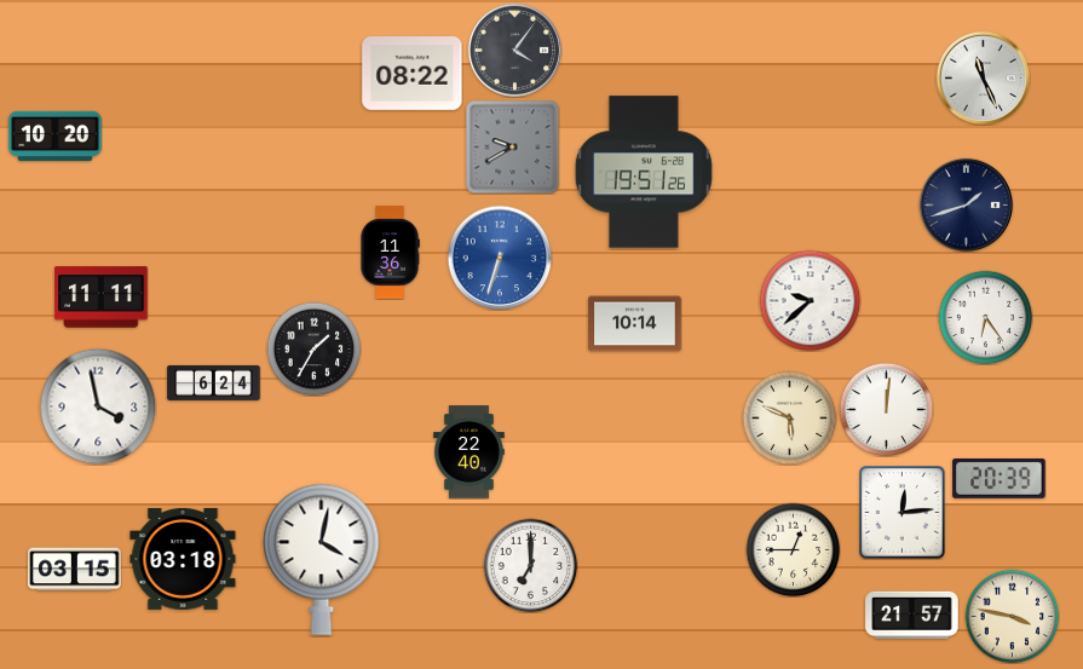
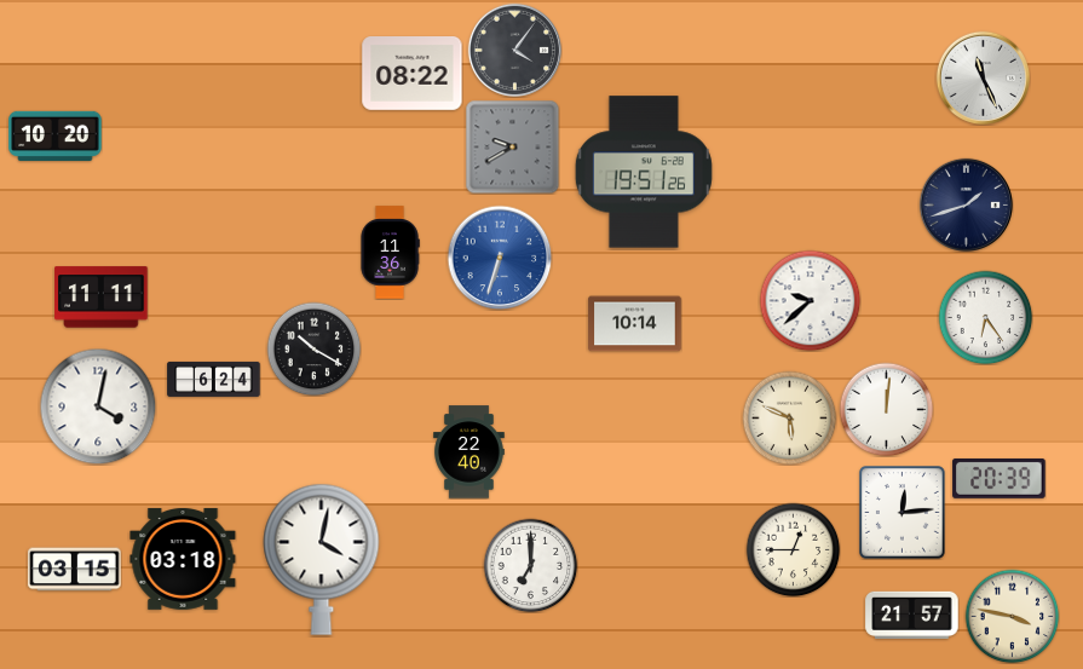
clock at (313, 348): 1:35 -> 10:20
clock at (214, 382) position: (214, 382) -> (214, 379)
clock at (98, 406): 3:58 -> 4:02
